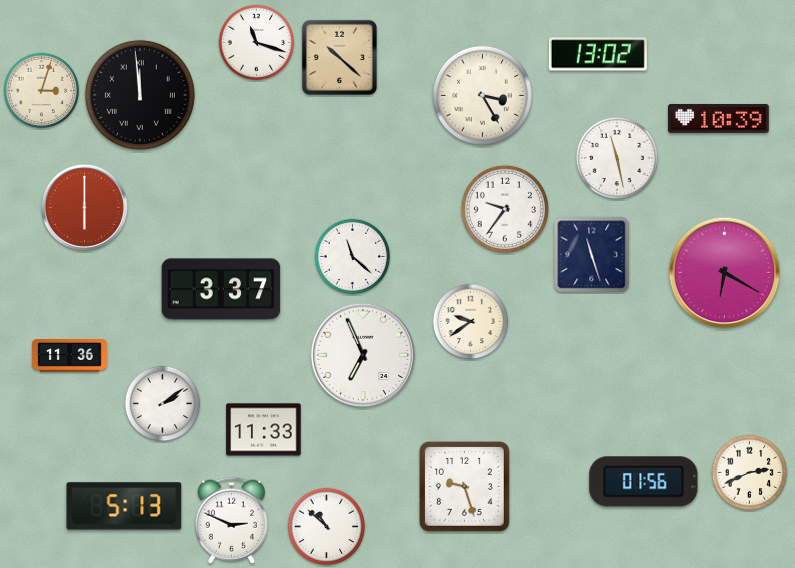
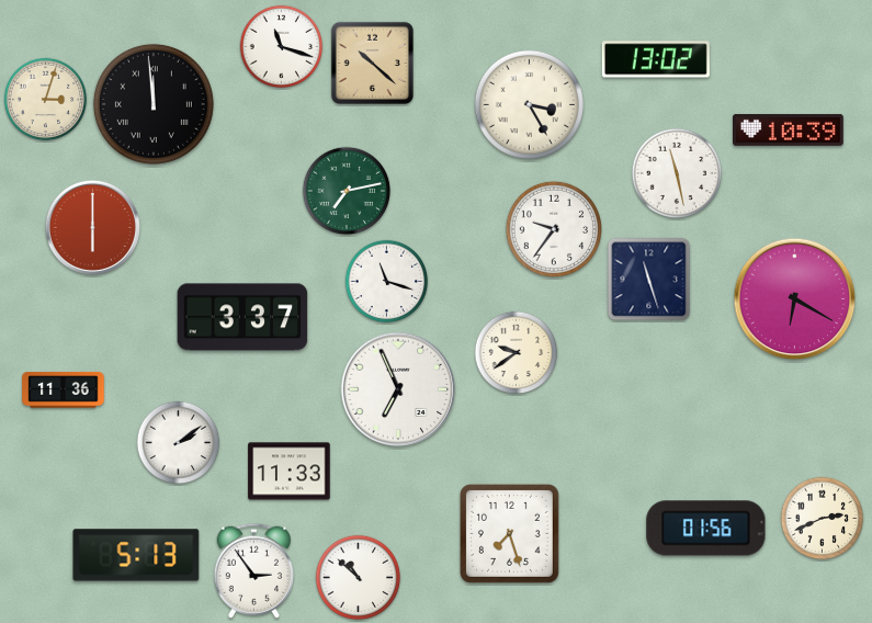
clock at (347, 191): none -> 7:13
clock at (353, 257): 11:22 -> 11:18
clock at (70, 356) position: (70, 356) -> (64, 390)
clock at (464, 486): 9:27 -> 7:27
clock at (231, 520): 2:49 -> 2:54
